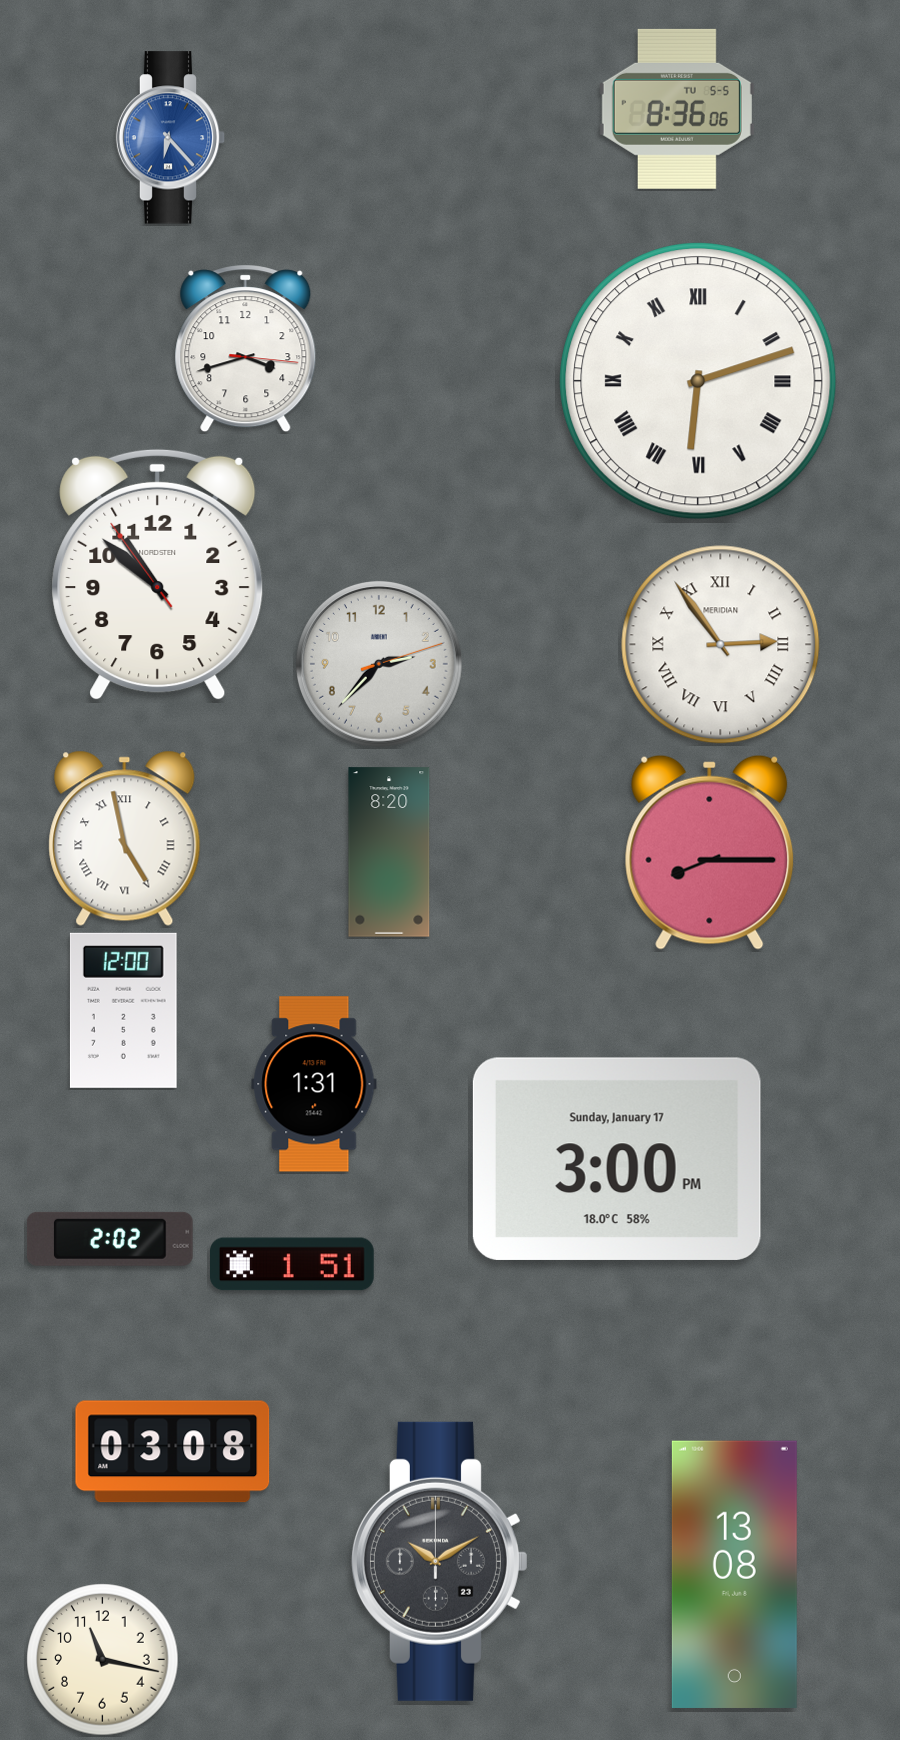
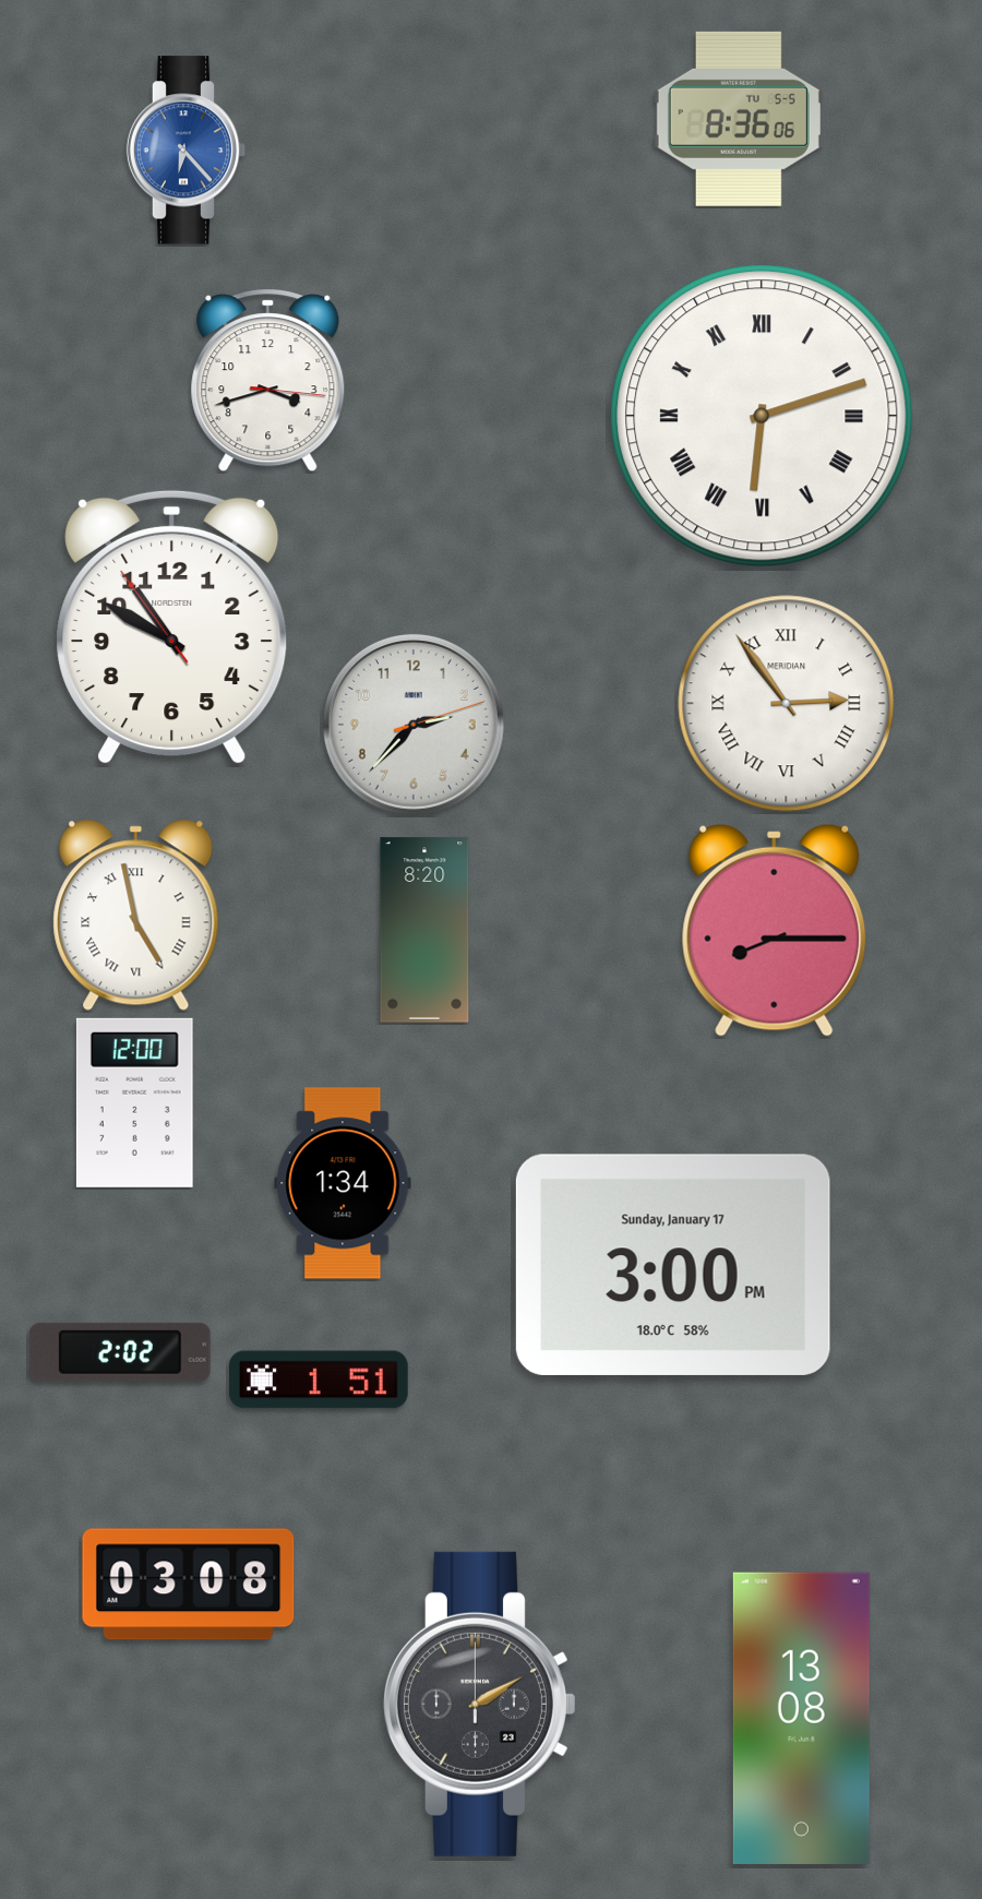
clock at (158, 575): 10:51 -> 10:49
clock at (314, 1084): 1:31 -> 1:34
clock at (439, 1561): 10:10 -> 2:10
clock at (103, 1660): 11:17 -> none
